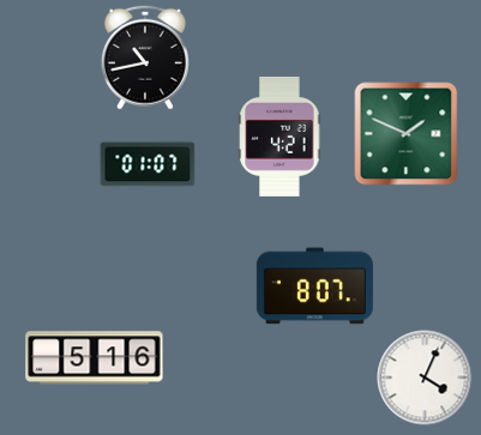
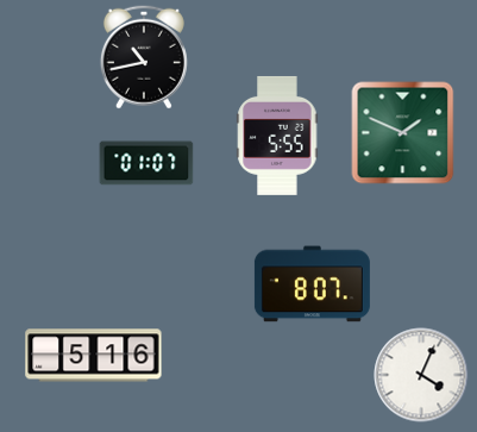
clock at (279, 137): 4:21 -> 5:55
